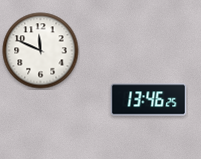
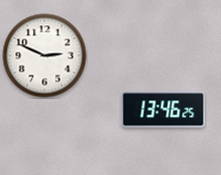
clock at (41, 51): 11:49 -> 2:49
